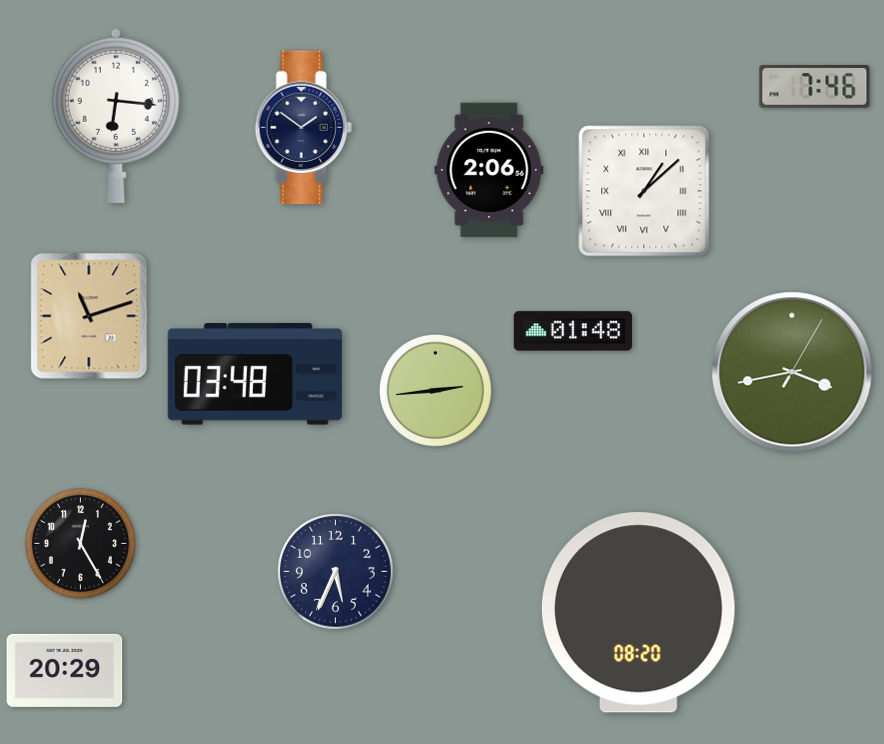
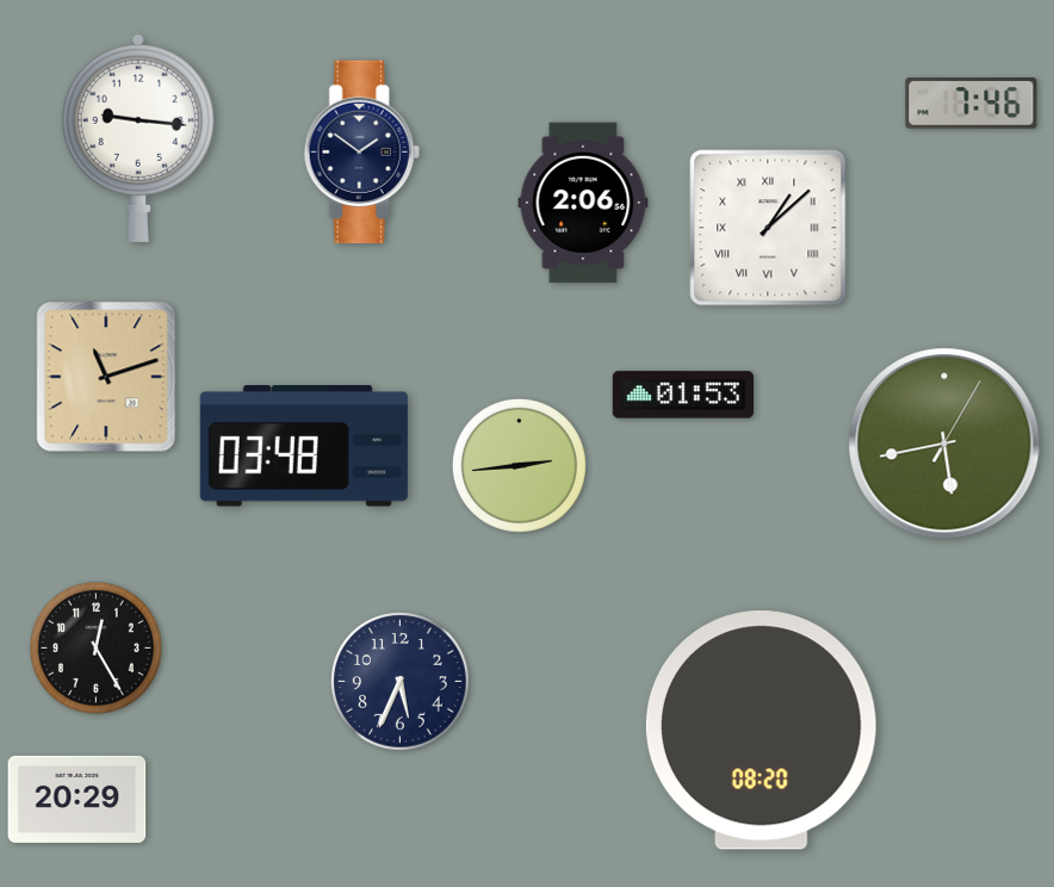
clock at (116, 116): 6:16 -> 9:16
clock at (572, 331): 01:48 -> 01:53
clock at (792, 372): 3:43 -> 5:43
